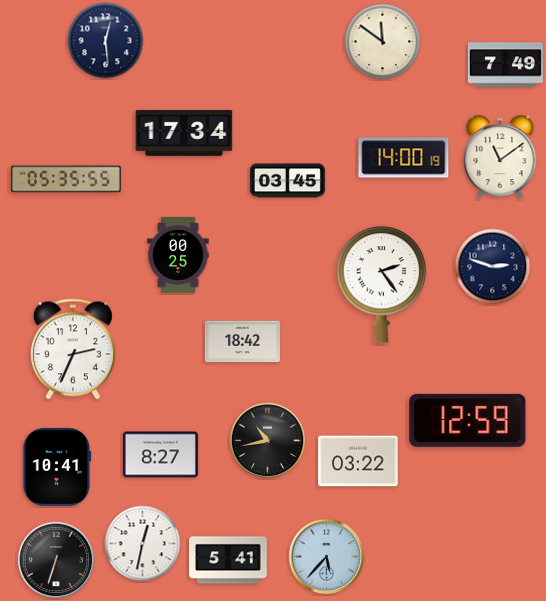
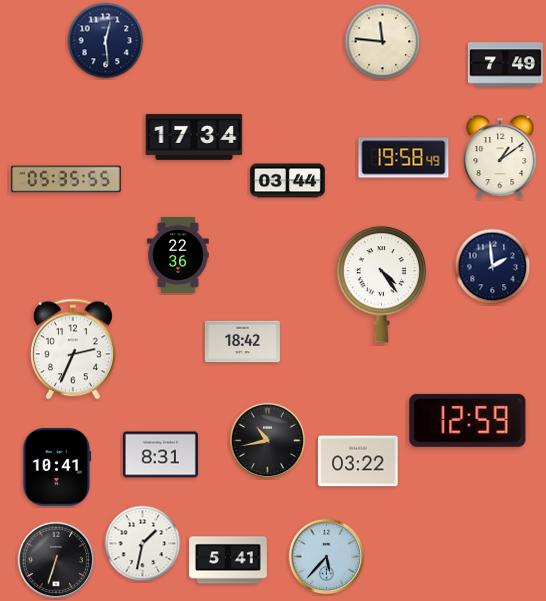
clock at (383, 42): 11:51 -> 11:46
clock at (184, 133) position: (184, 133) -> (194, 137)
clock at (404, 158): 14:00 -> 19:58
clock at (500, 158): 11:09 -> 1:09
clock at (287, 181): 03:45 -> 03:44
clock at (178, 255): 00:25 -> 22:36
clock at (493, 267): 2:48 -> 1:59
clock at (382, 285): 2:24 -> 4:24
clock at (160, 455): 8:27 -> 8:31
clock at (143, 544): 12:32 -> 1:32
